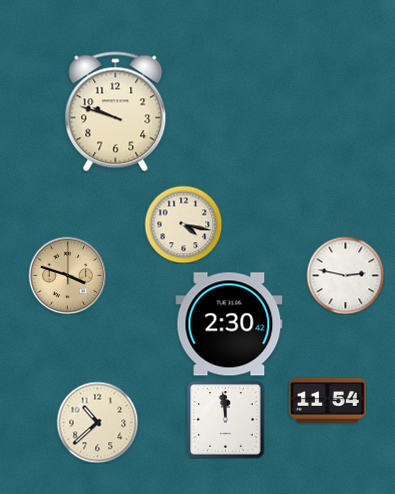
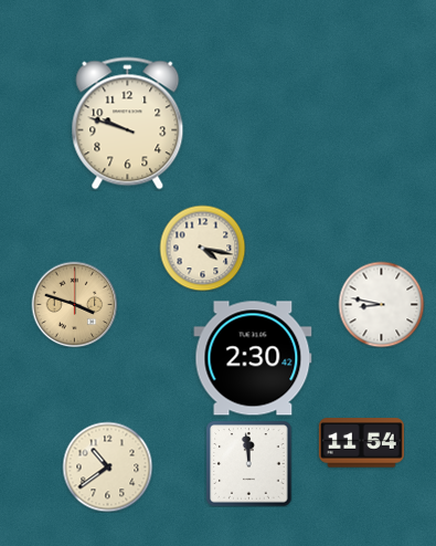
clock at (345, 275): 2:47 -> 8:47
clock at (97, 422): 10:38 -> 10:39
